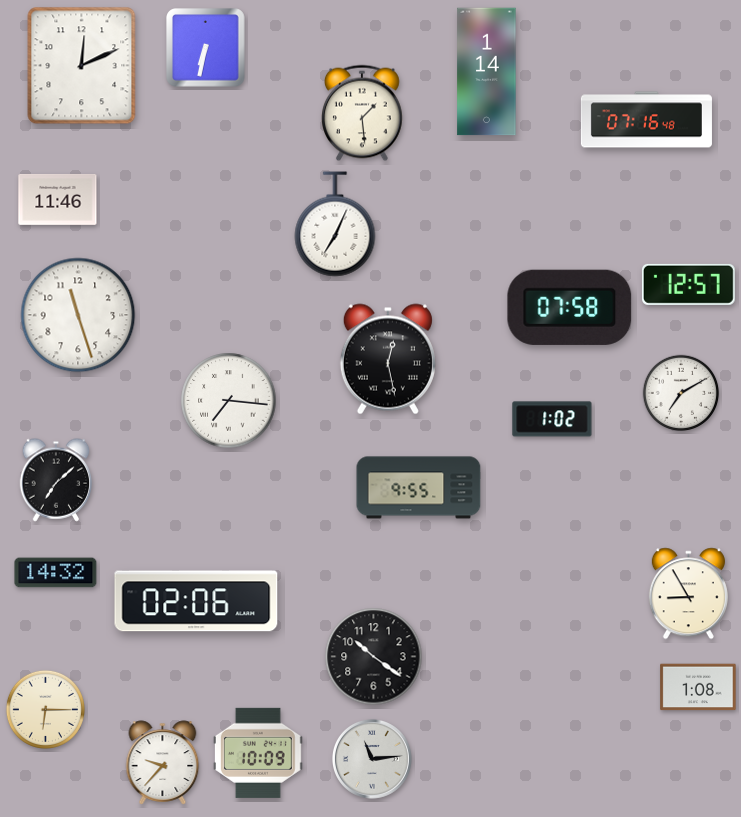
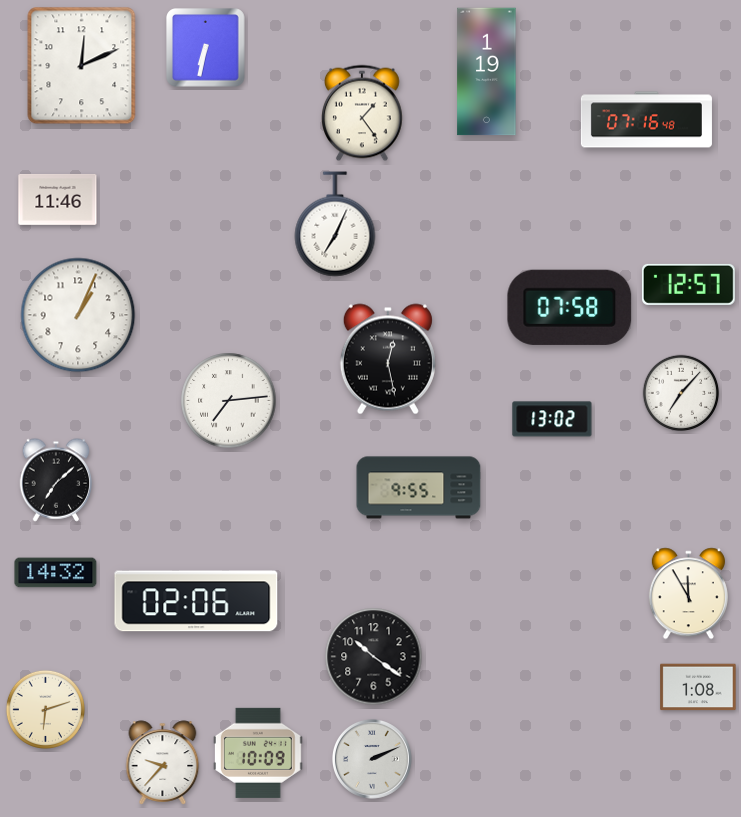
clock at (487, 72): 1:14 -> 1:19
clock at (363, 113): 1:29 -> 1:24
clock at (78, 315): 11:27 -> 1:04
clock at (681, 393): 7:10 -> 7:07
clock at (229, 401): 7:16 -> 7:14
clock at (552, 419): 1:02 -> 13:02
clock at (688, 594): 8:55 -> 11:55
clock at (45, 709): 6:15 -> 6:12
clock at (372, 759): 11:14 -> 2:11
